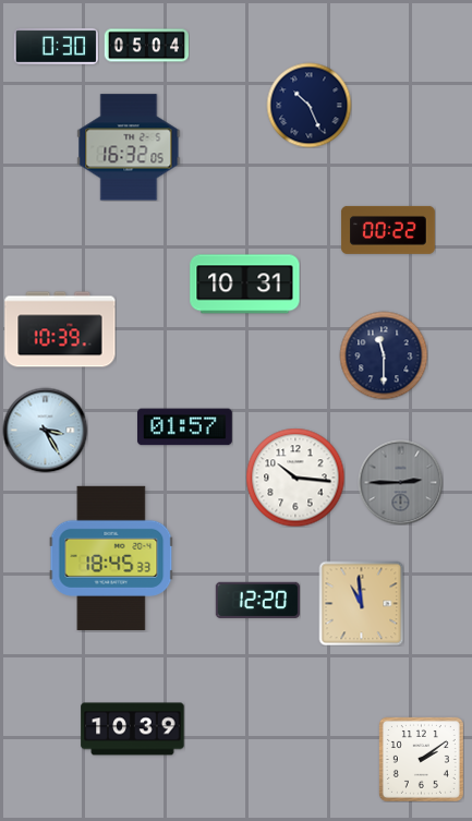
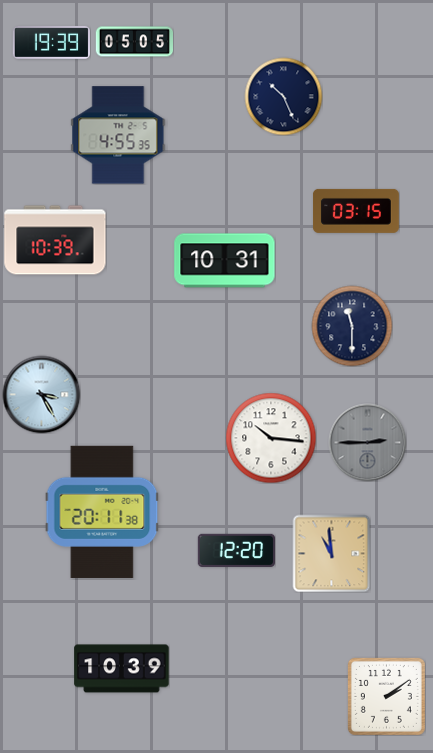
clock at (56, 46): 0:30 -> 19:39
clock at (146, 46): 05:04 -> 05:05
clock at (129, 147): 16:32 -> 4:55
clock at (388, 230): 00:22 -> 03:15
clock at (60, 329) position: (60, 329) -> (55, 240)
clock at (184, 427): 01:57 -> none
clock at (111, 558): 18:45 -> 20:11
